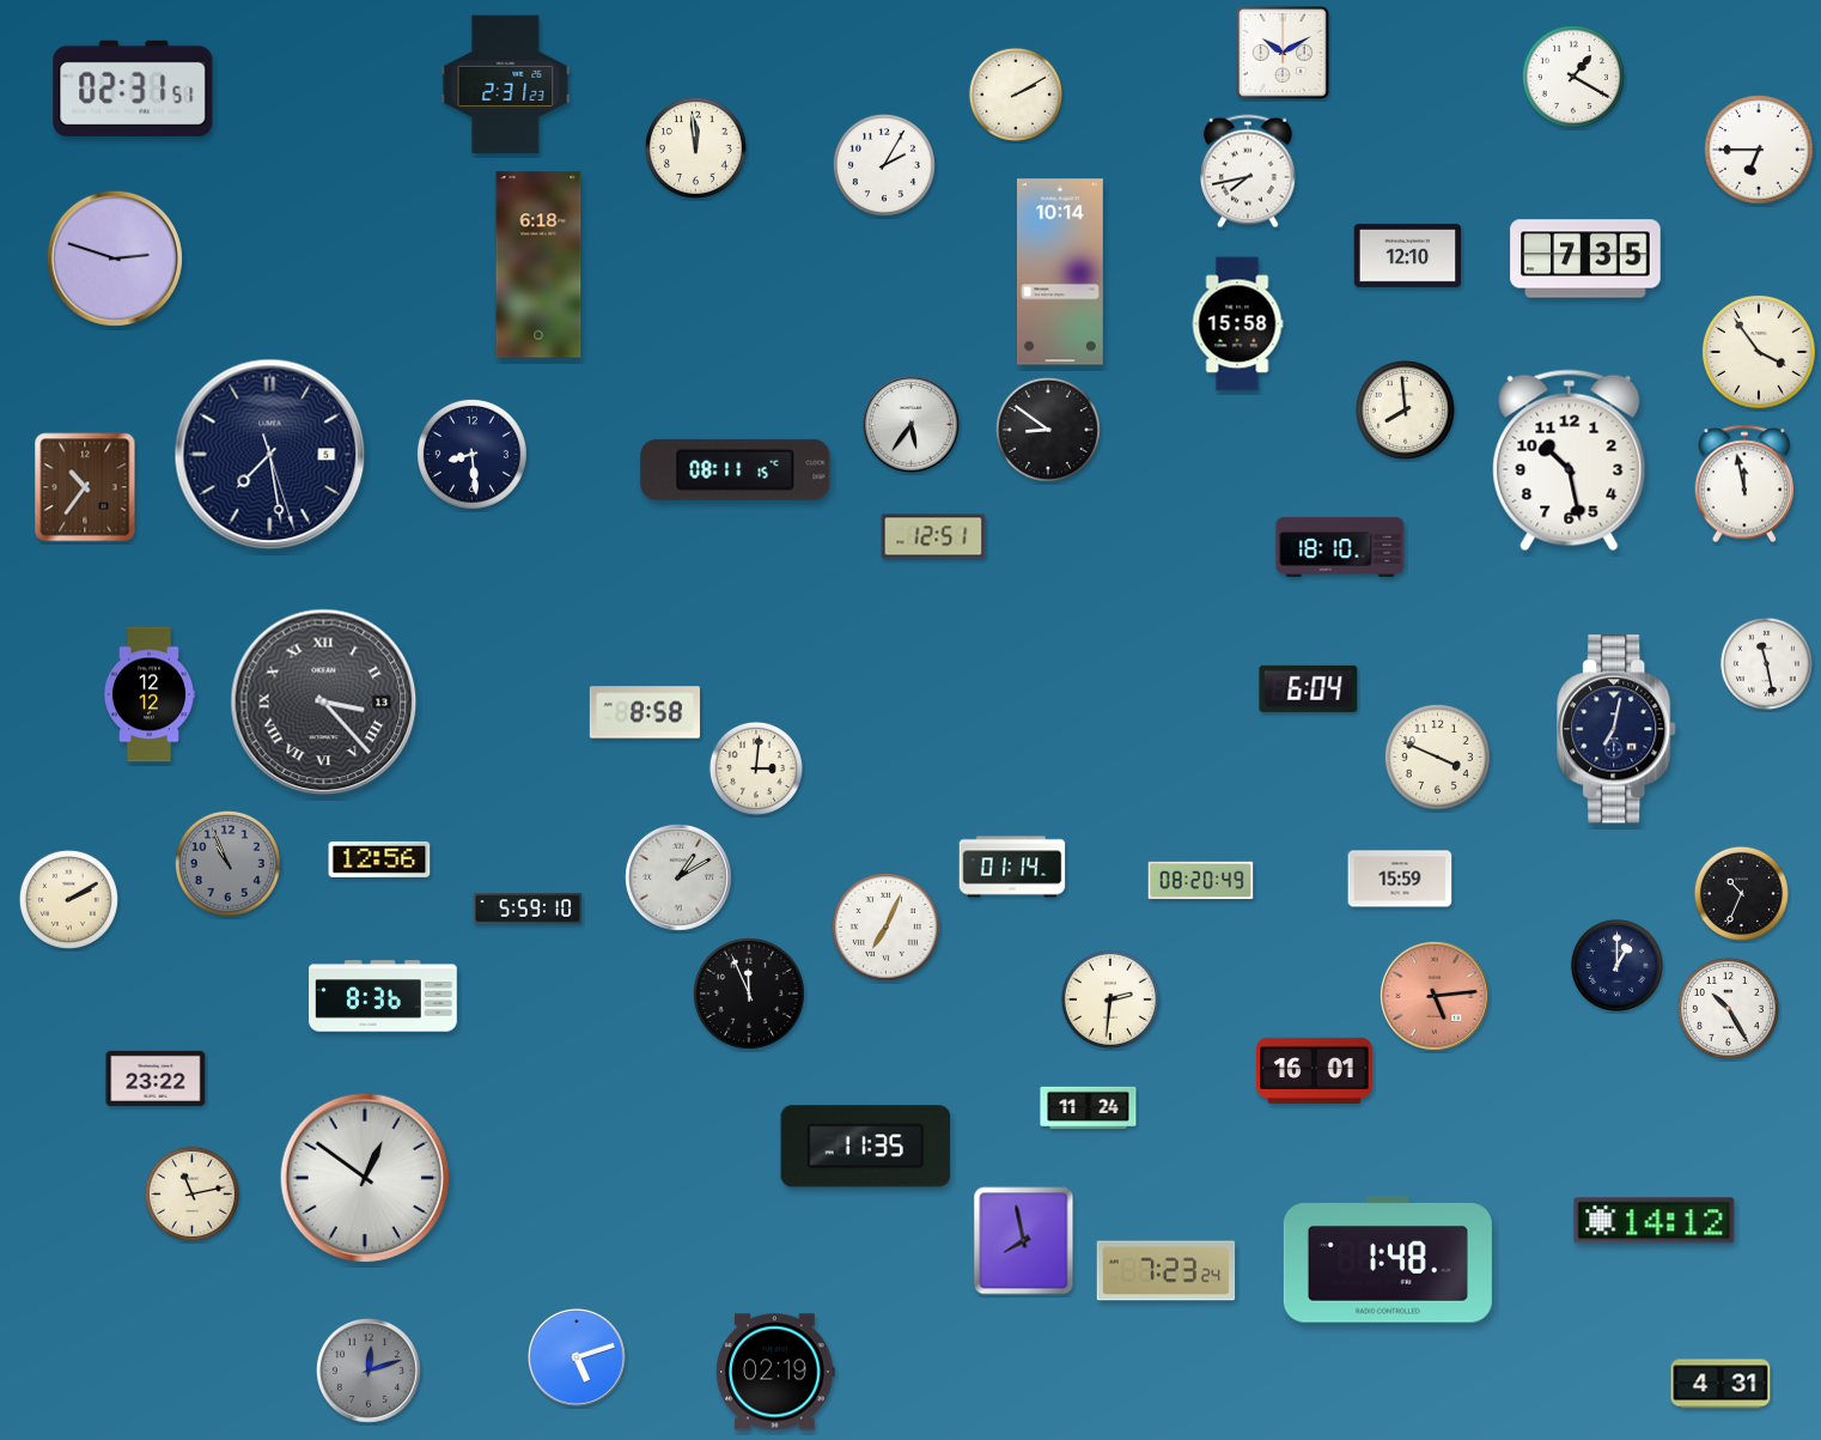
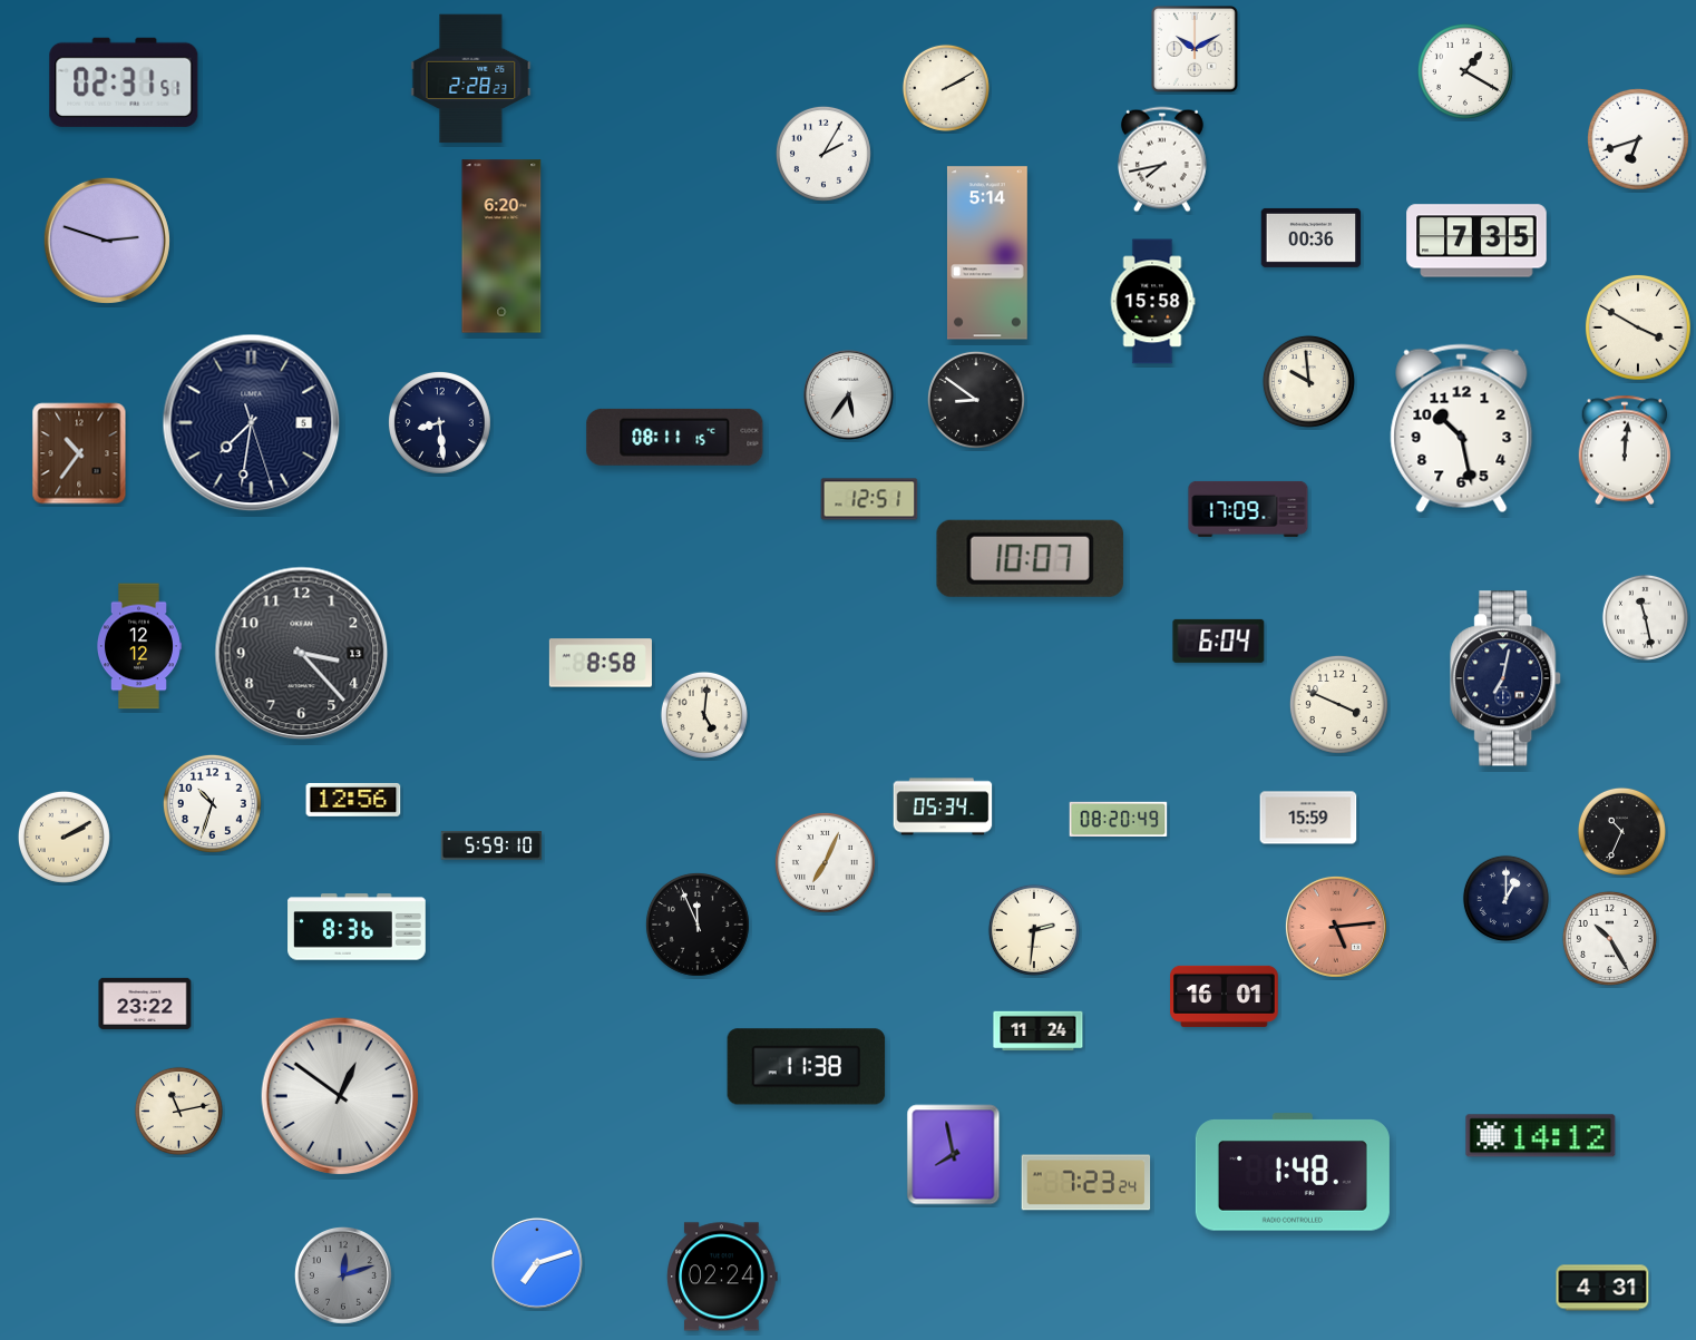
clock at (506, 85): 2:31 -> 2:28
clock at (695, 147): 11:59 -> none
clock at (1759, 150): 6:45 -> 6:42
clock at (1408, 255): 12:10 -> 00:36
clock at (538, 265): 6:18 -> 6:20
clock at (1060, 272): 10:14 -> 5:14
clock at (1760, 352): 3:54 -> 3:50
clock at (1405, 409): 7:59 -> 9:59
clock at (270, 455): 7:28 -> 7:31
clock at (736, 469) position: (736, 469) -> (675, 437)
clock at (1744, 484): 11:58 -> 12:01
clock at (1340, 547): 18:10 -> 17:09
clock at (1030, 558): none -> 10:07
clock at (324, 703) numerals: Roman -> Arabic
clock at (756, 768): 3:01 -> 5:01
clock at (227, 863): 10:56 -> 10:33
clock at (227, 863) dial: grey -> white
clock at (1012, 867): 01:14 -> 05:34
clock at (678, 877): 1:10 -> none
clock at (1400, 879) position: (1400, 879) -> (1308, 818)
clock at (1089, 1108) position: (1089, 1108) -> (1039, 1031)
clock at (866, 1147): 11:35 -> 11:38
clock at (578, 1359): 5:12 -> 7:12
clock at (775, 1372): 02:19 -> 02:24
